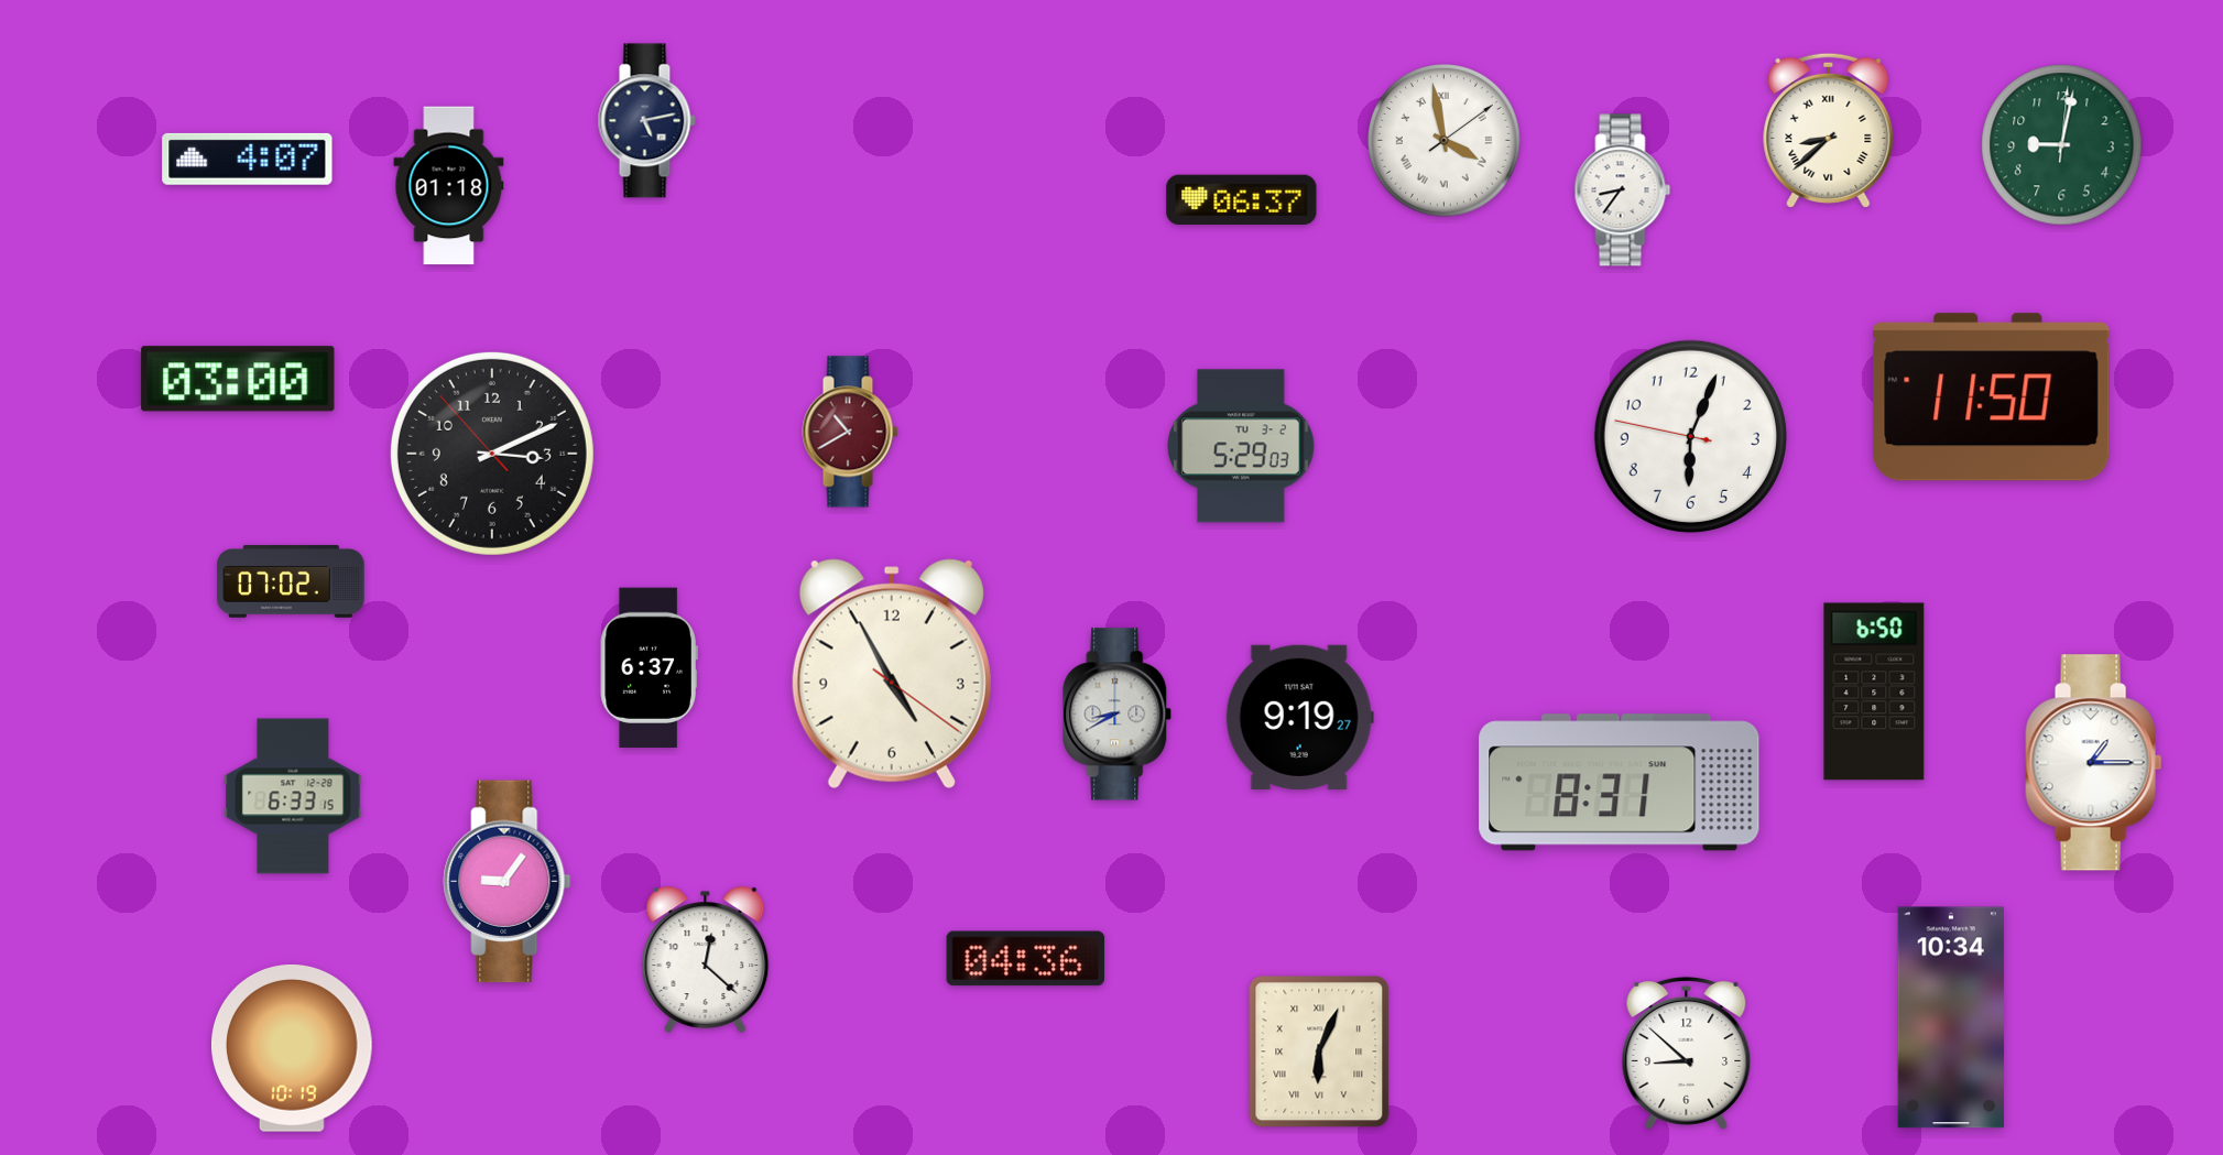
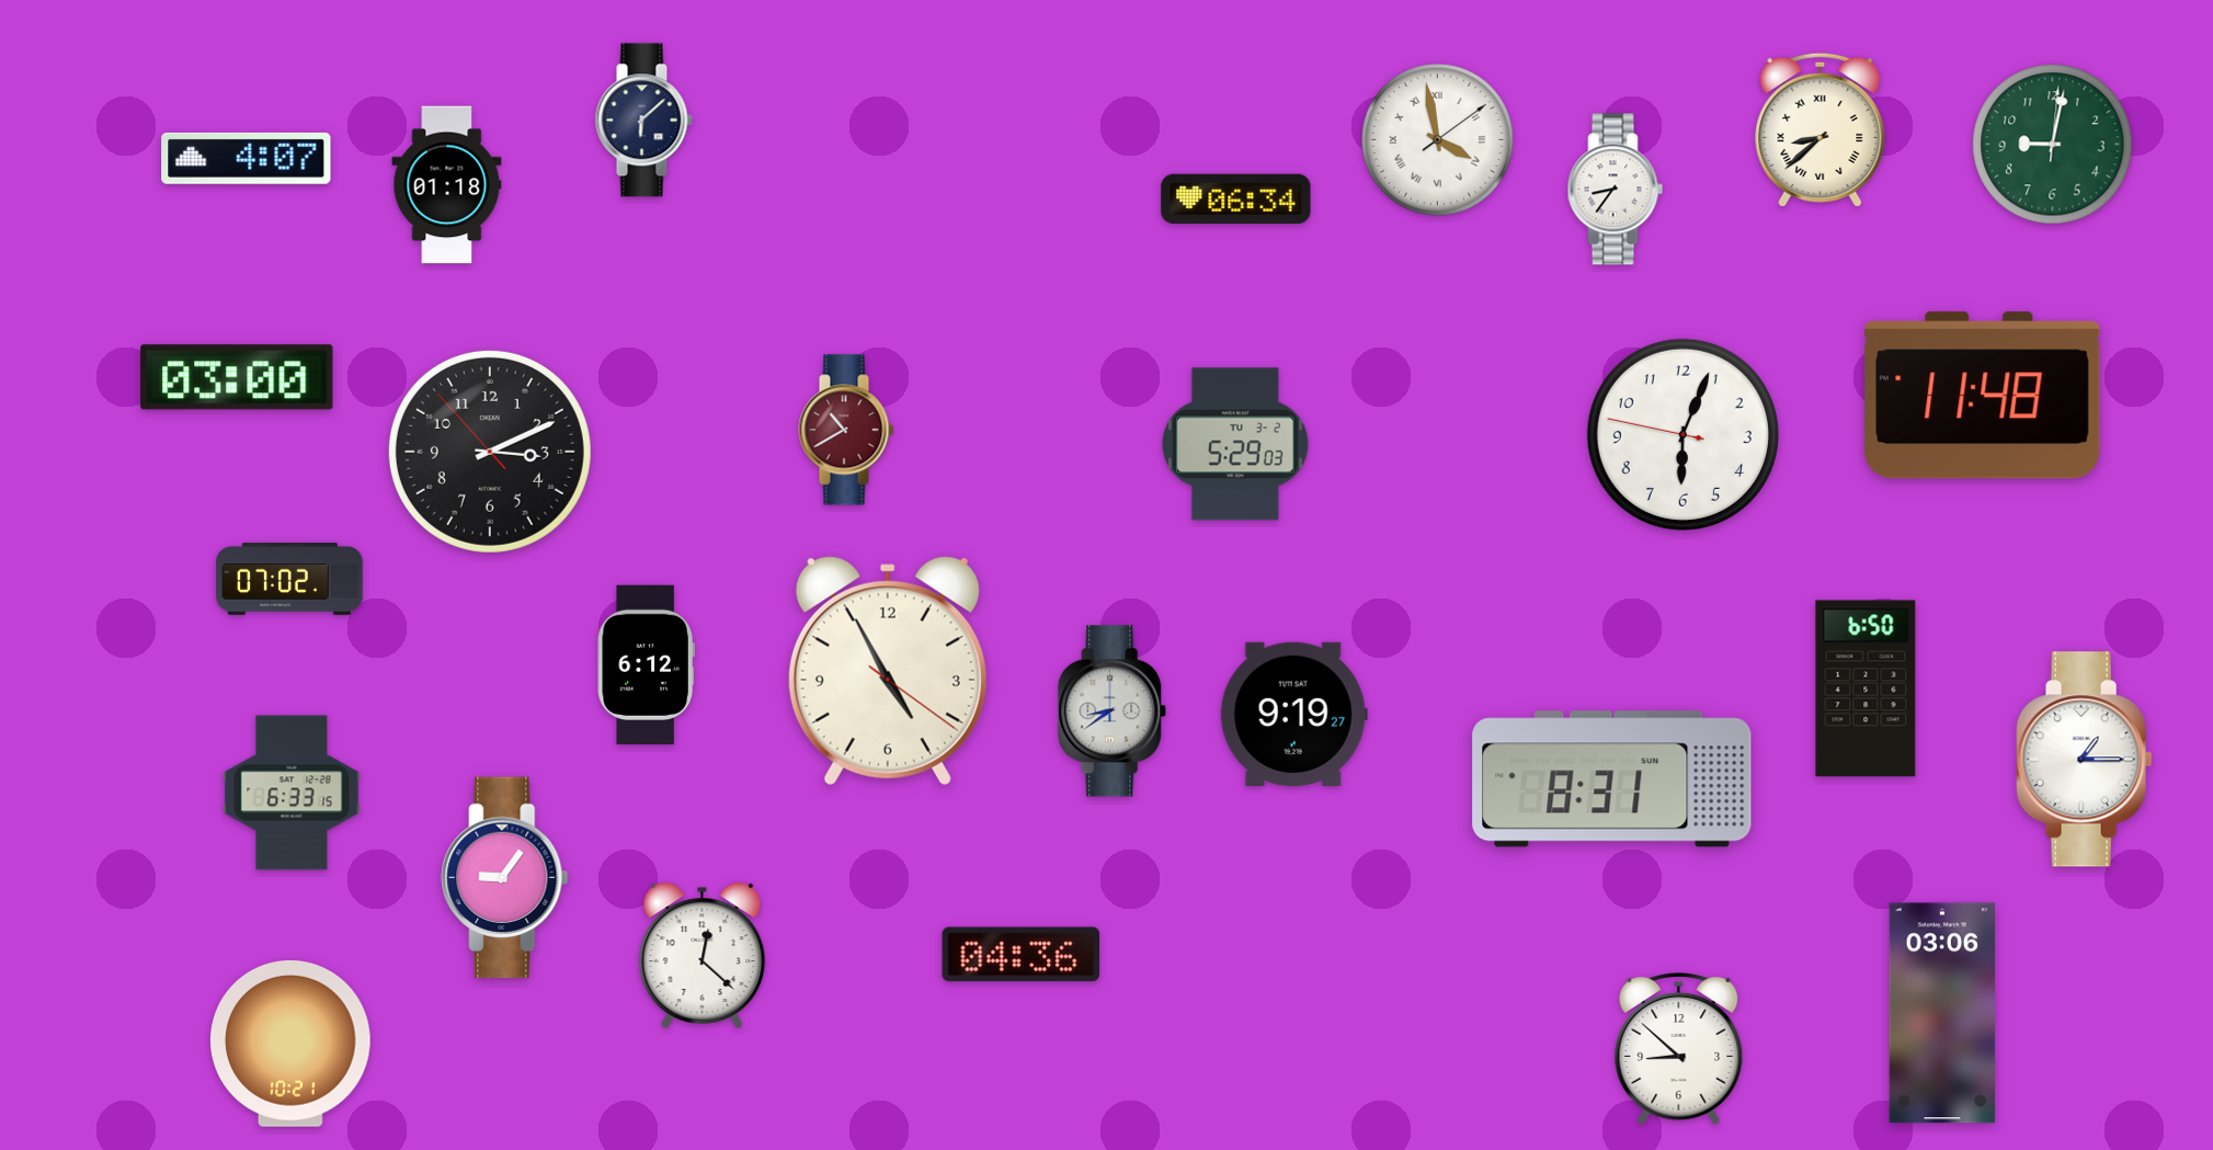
clock at (646, 121): 5:13 -> 6:08
clock at (1242, 199): 06:37 -> 06:34
clock at (1992, 397): 11:50 -> 11:48
clock at (649, 667): 6:37 -> 6:12
clock at (1118, 715): 8:40 -> 8:39
clock at (1951, 1017): 10:34 -> 03:06
clock at (292, 1048): 10:19 -> 10:21
clock at (1319, 1052): 6:04 -> none
